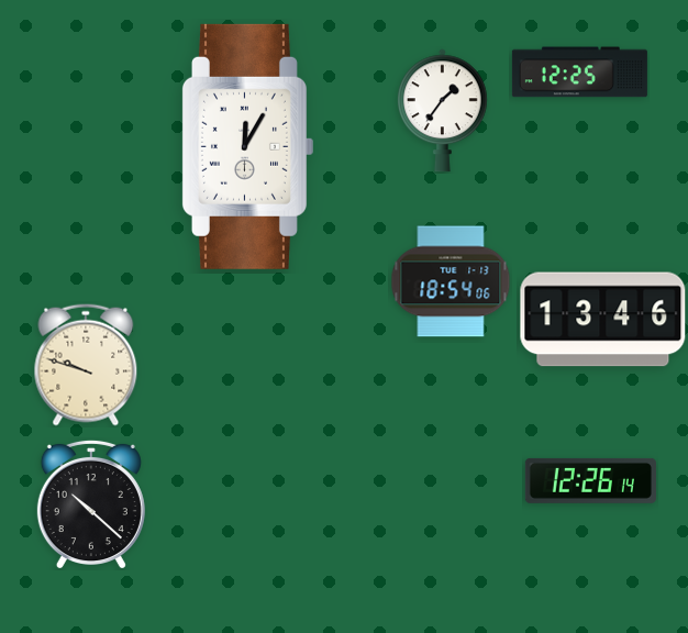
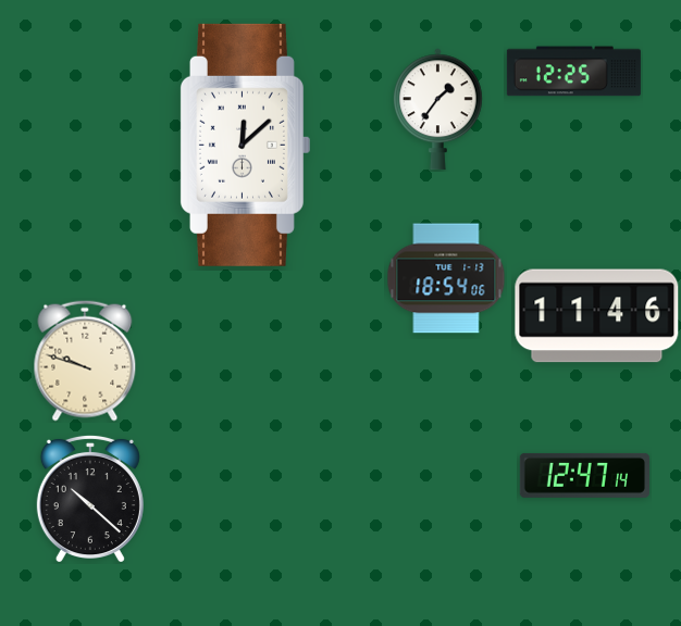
clock at (247, 146): 12:05 -> 12:08
clock at (603, 320): 13:46 -> 11:46
clock at (590, 480): 12:26 -> 12:47
